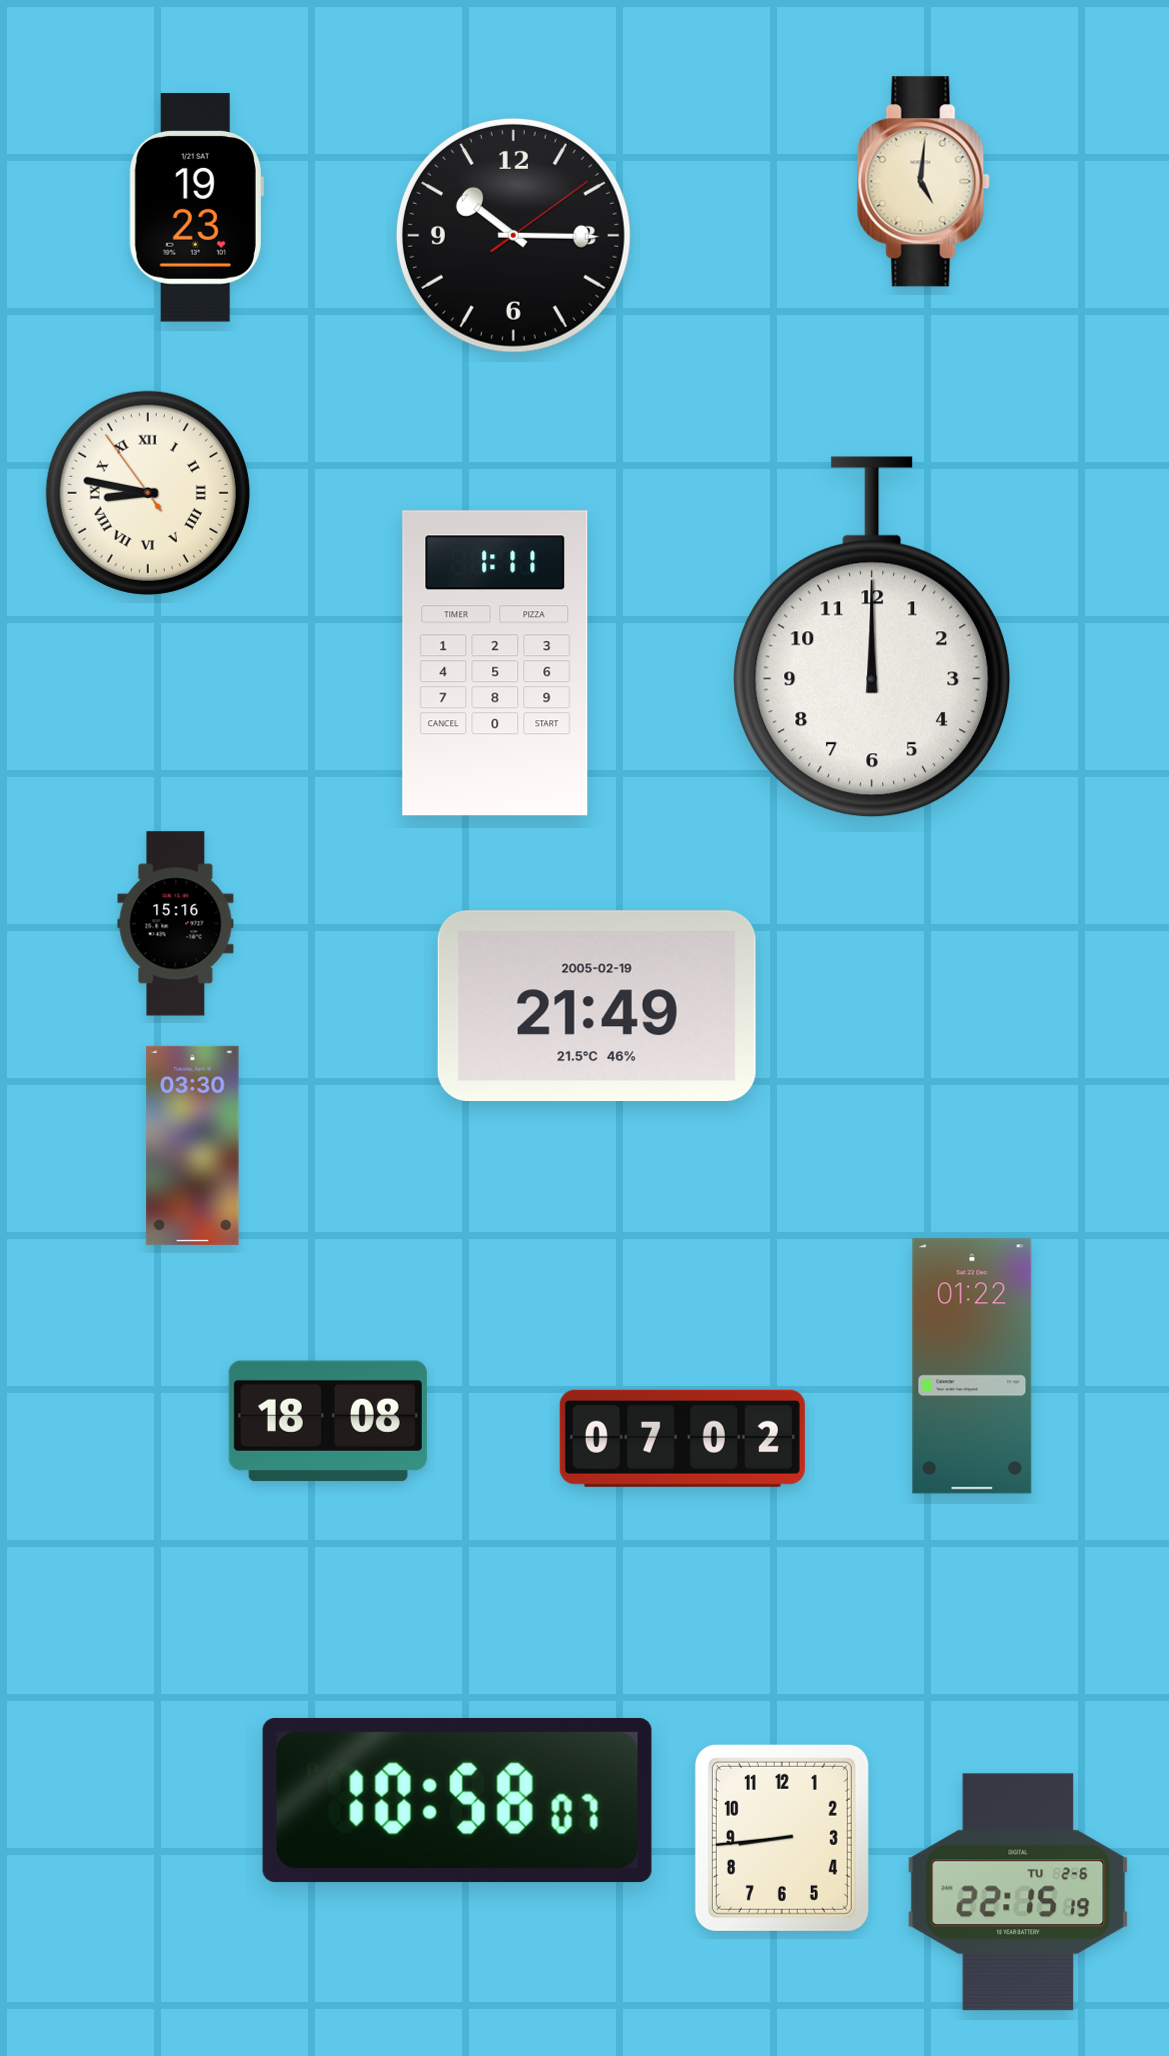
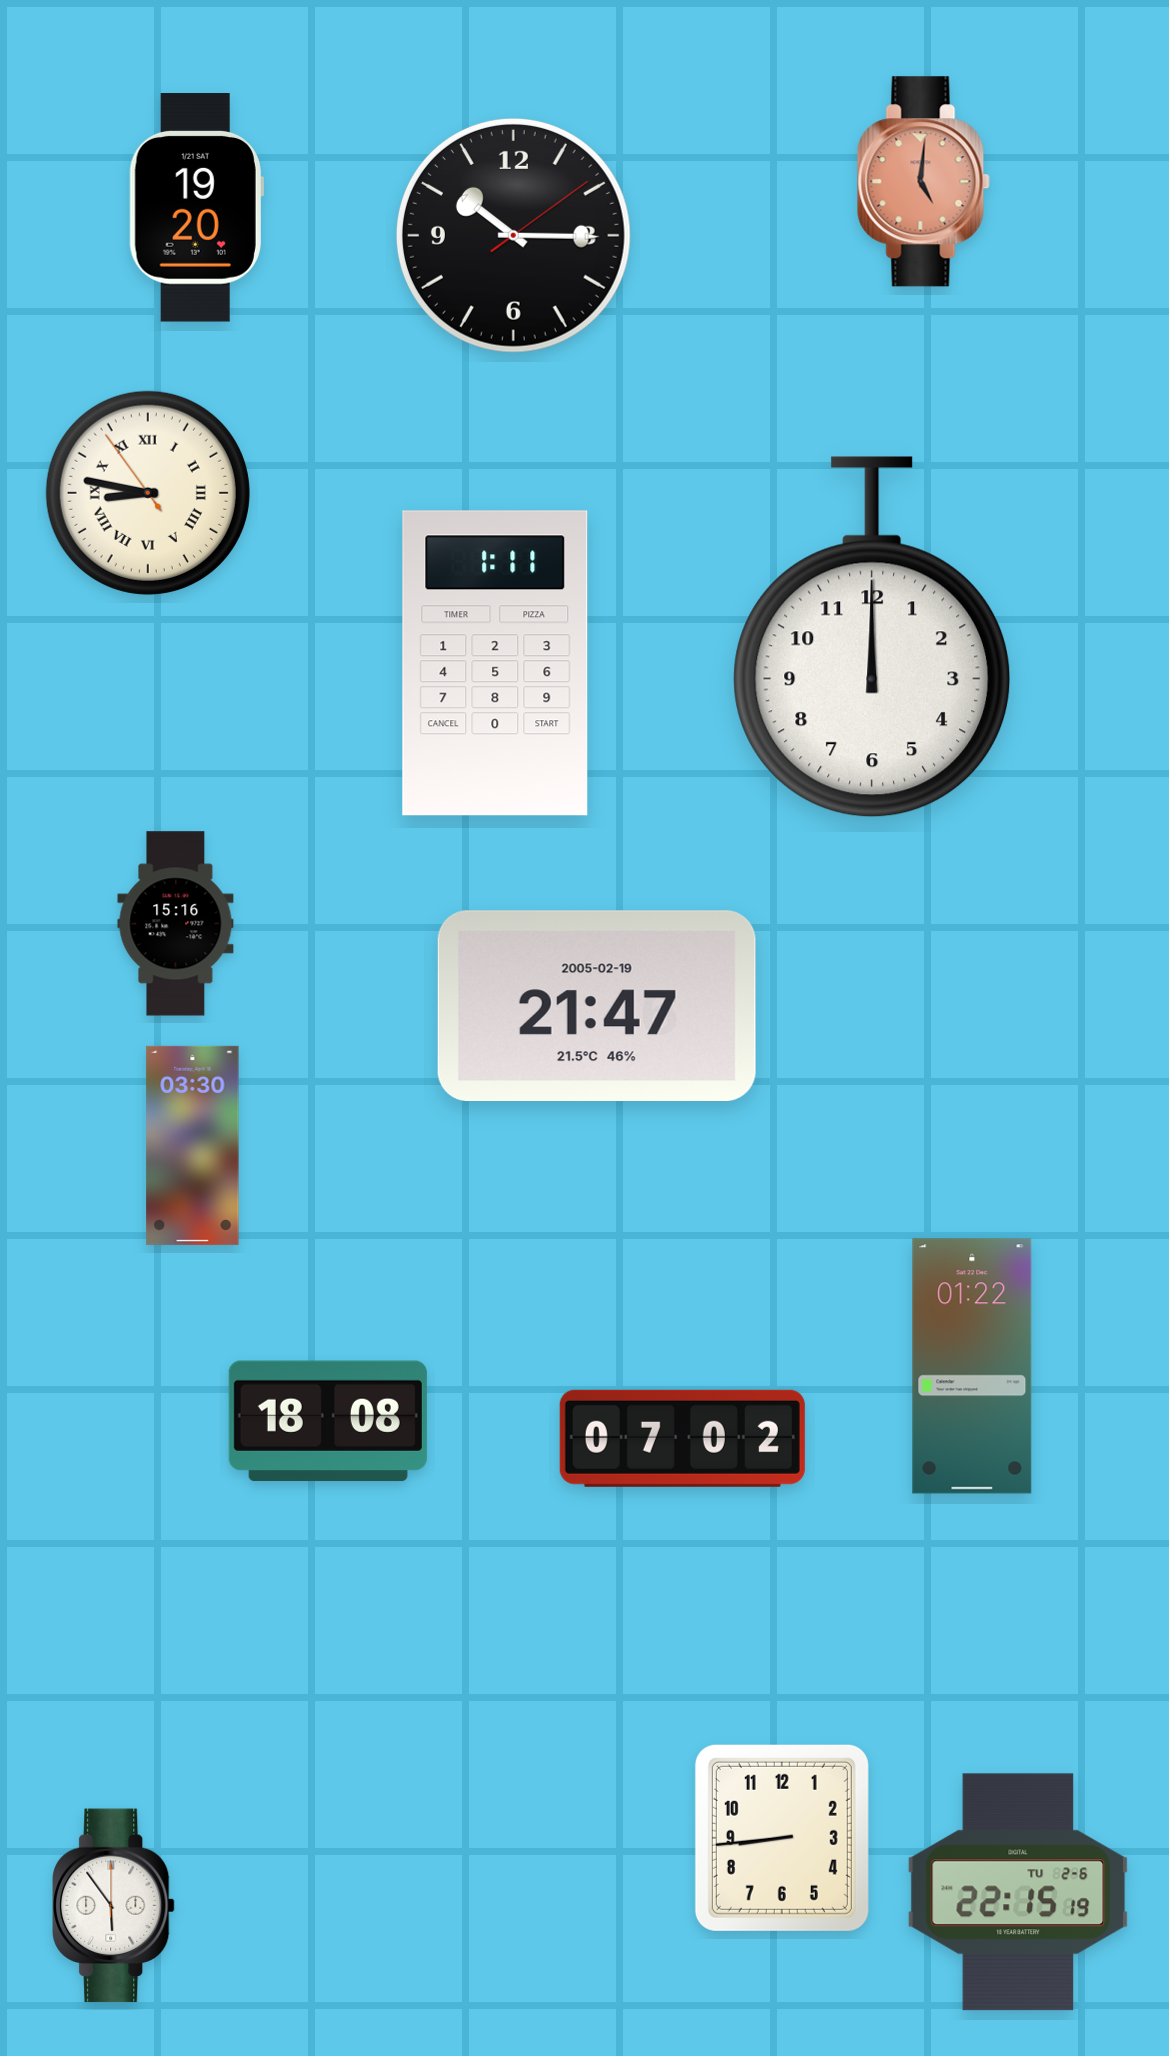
clock at (923, 182) dial: cream -> salmon
clock at (196, 208): 19:23 -> 19:20
clock at (597, 1005): 21:49 -> 21:47
clock at (457, 1800): 10:58 -> none
clock at (114, 1906): none -> 5:54
